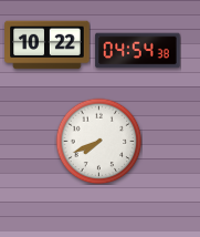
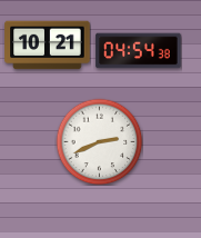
clock at (48, 45): 10:22 -> 10:21
clock at (98, 141): 7:41 -> 2:41
